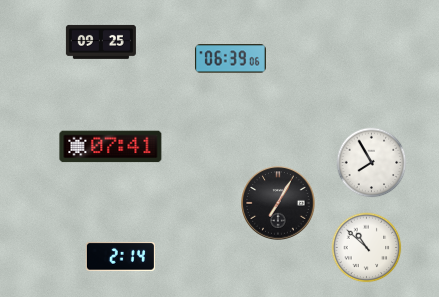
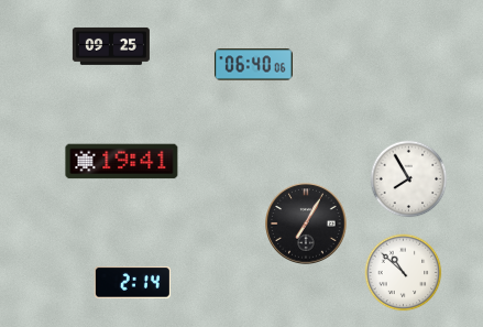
clock at (230, 59): 06:39 -> 06:40
clock at (111, 147): 07:41 -> 19:41
